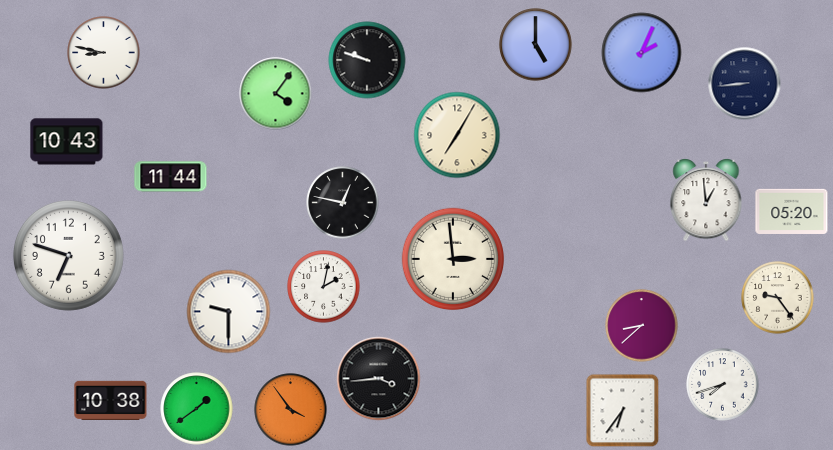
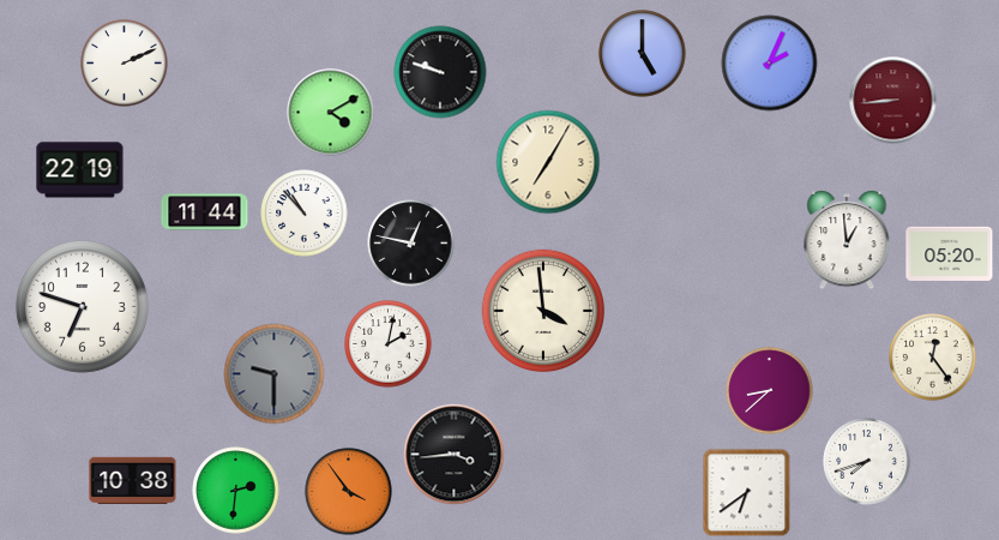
clock at (104, 53): 8:47 -> 2:11
clock at (745, 84) dial: navy -> burgundy
clock at (276, 94): 4:06 -> 4:10
clock at (67, 142): 10:43 -> 22:19
clock at (305, 214): none -> 10:53
clock at (452, 258): 2:59 -> 3:59
clock at (778, 298): 9:24 -> 12:24
clock at (229, 312) dial: white -> grey
clock at (197, 409): 1:39 -> 2:31
clock at (623, 411): 6:36 -> 6:39
